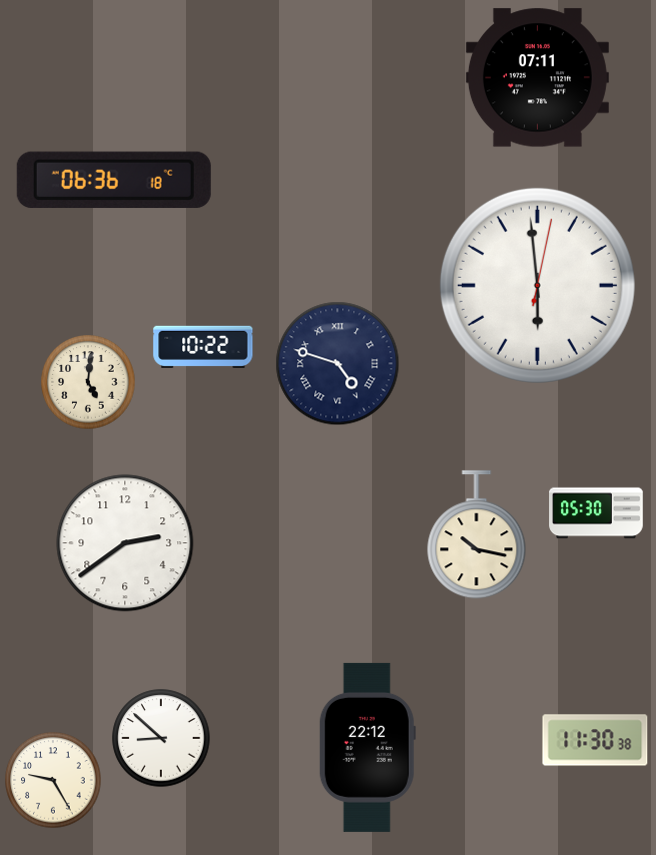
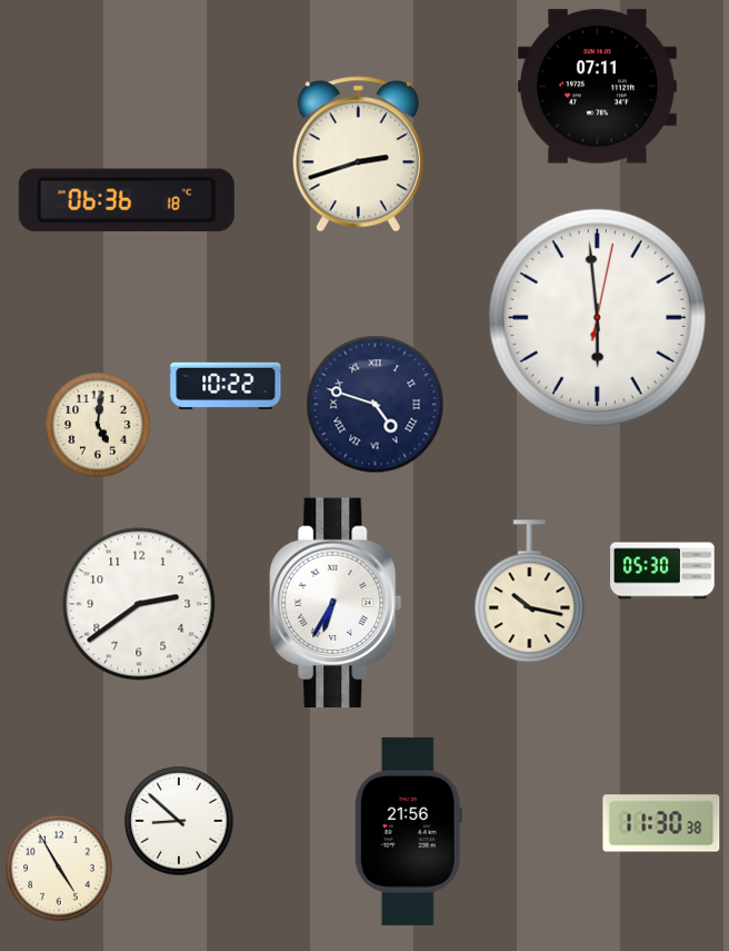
clock at (358, 155): none -> 2:42
clock at (477, 535) position: (477, 535) -> (530, 592)
clock at (336, 603): none -> 6:35
clock at (367, 747): 22:12 -> 21:56
clock at (53, 780): 9:25 -> 4:55
